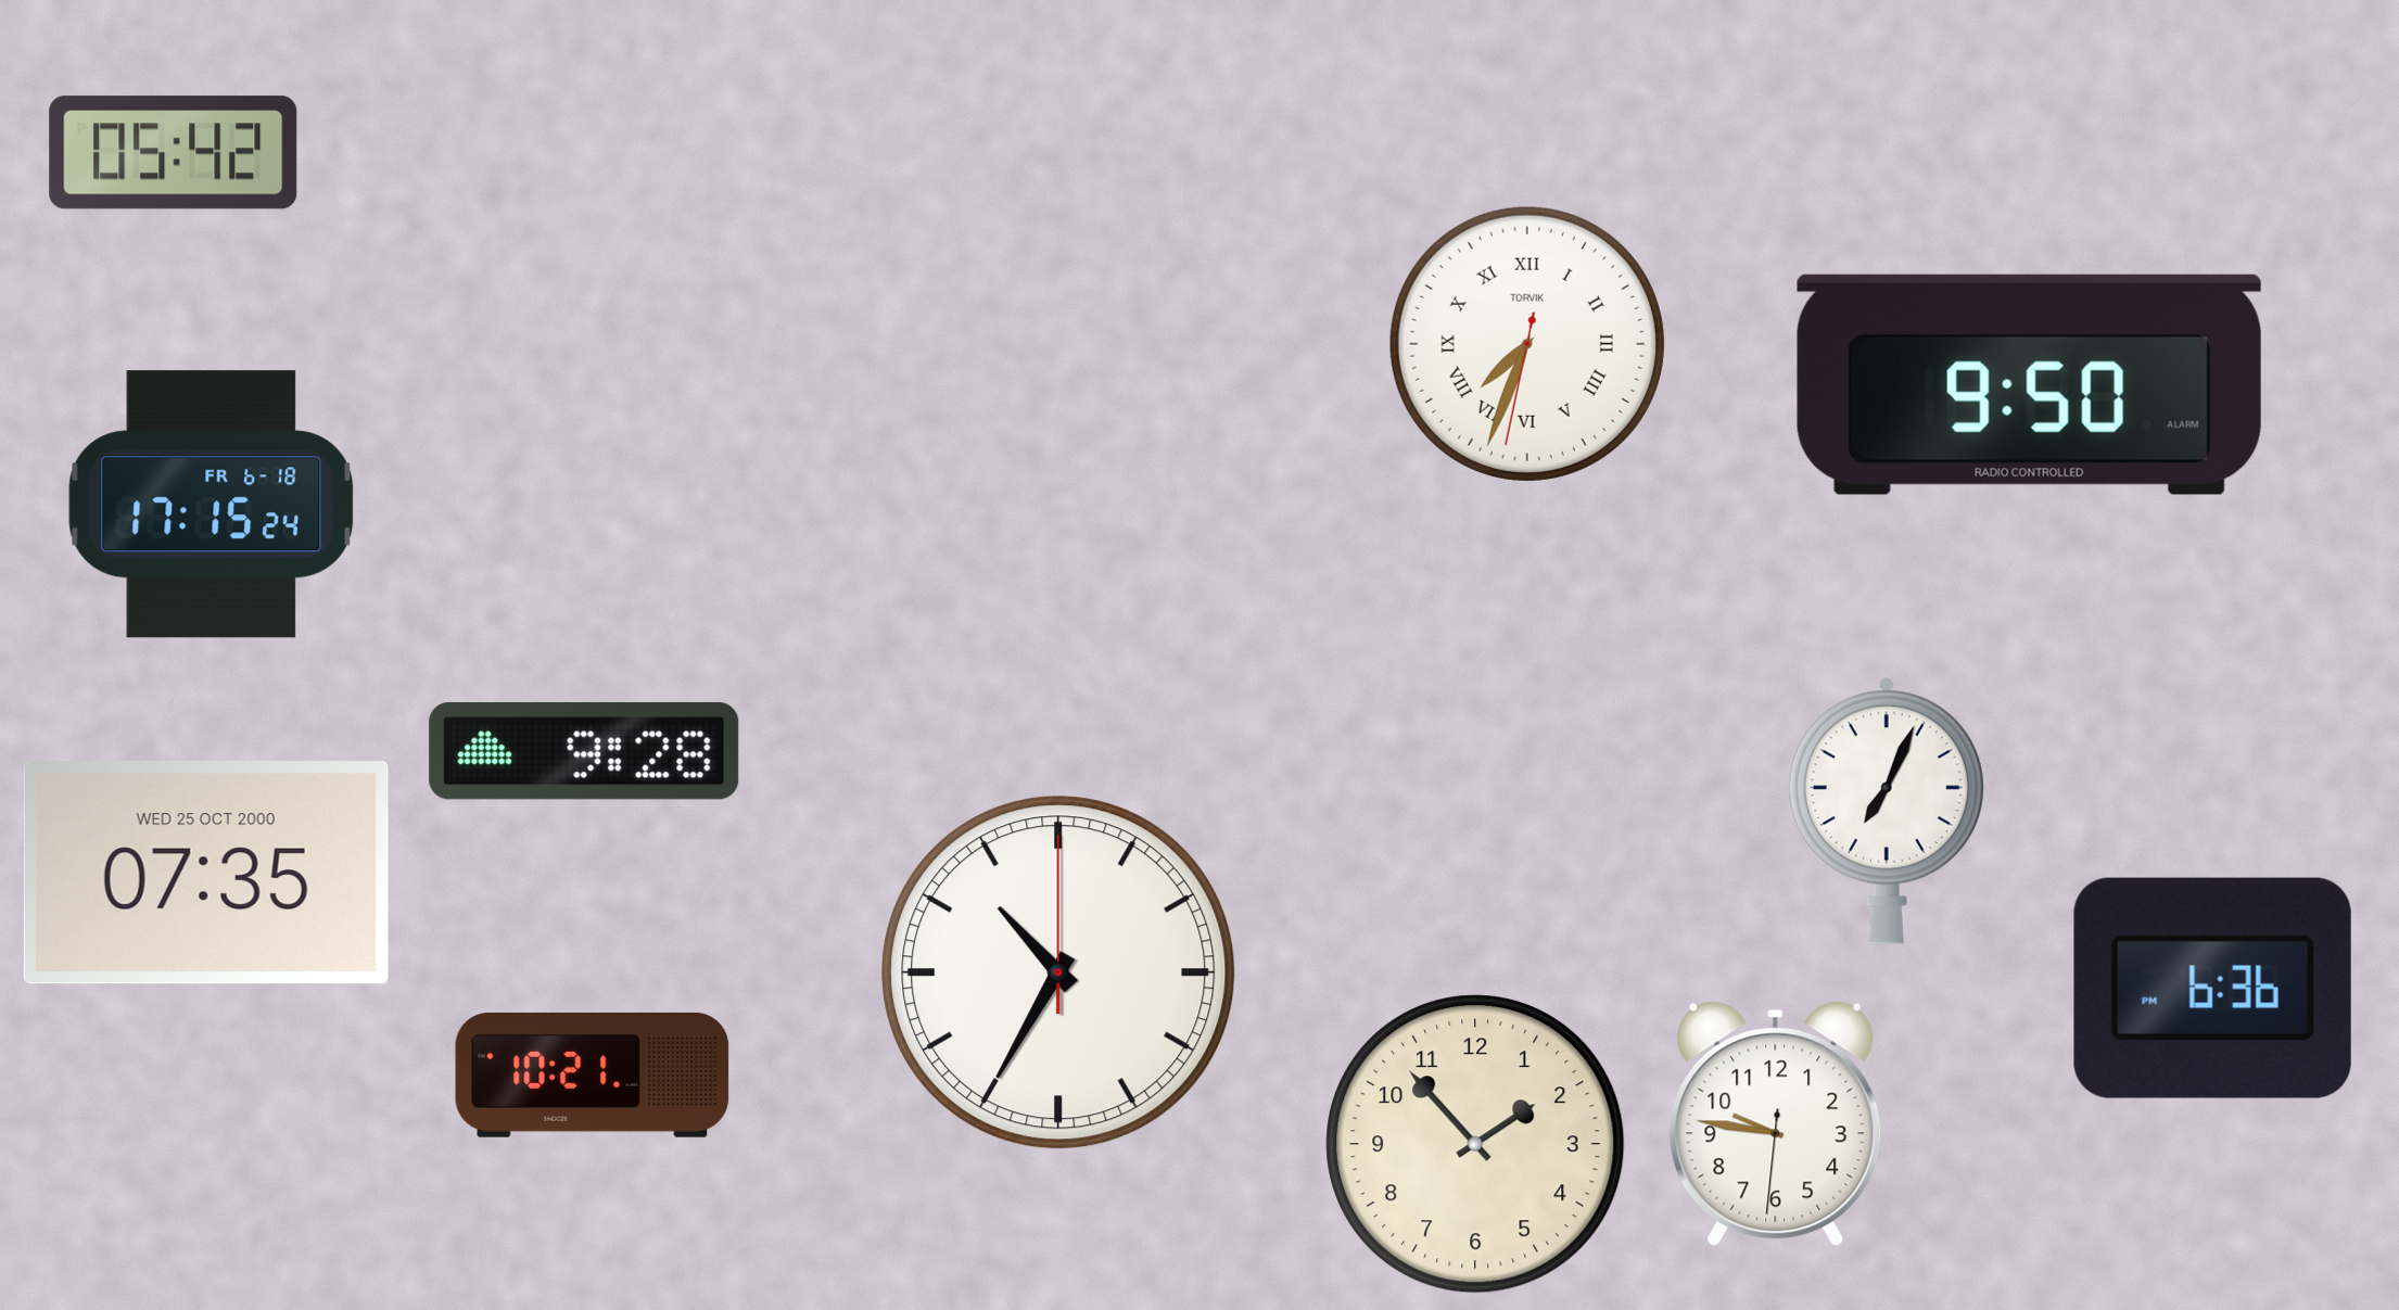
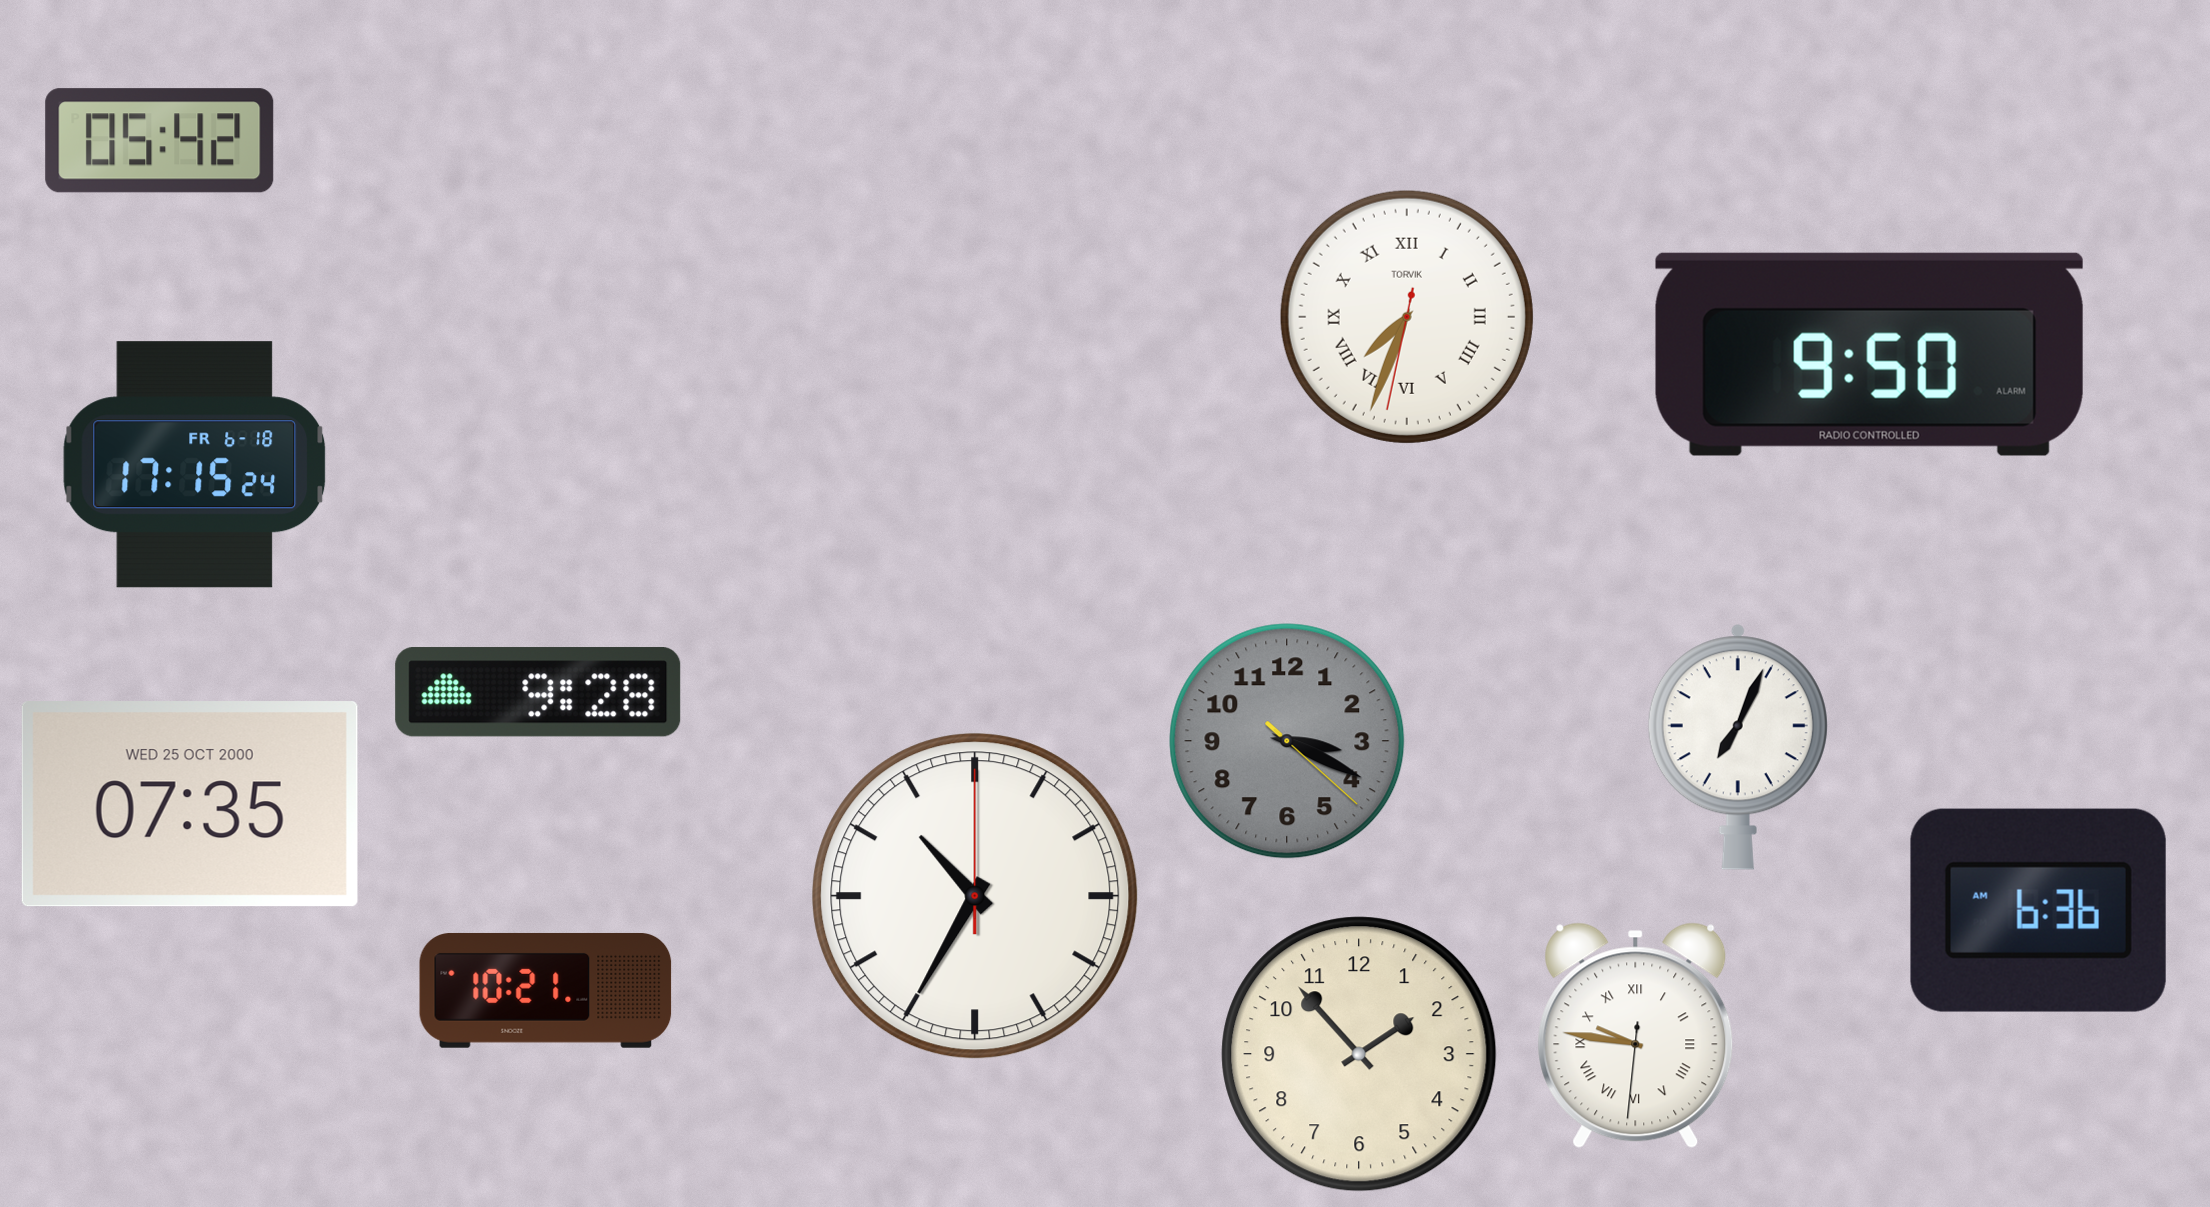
clock at (1287, 741): none -> 3:19
clock at (2212, 988): 6:36 PM -> 6:36 AM
clock at (1776, 1124) numerals: Arabic -> Roman
